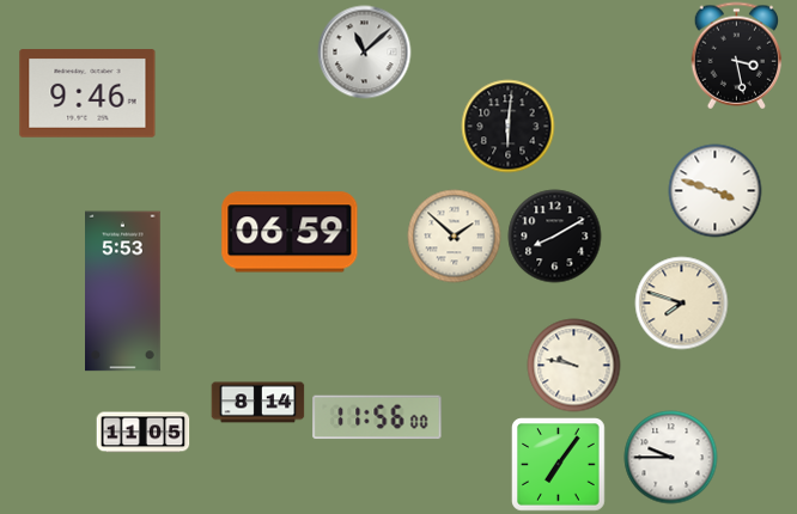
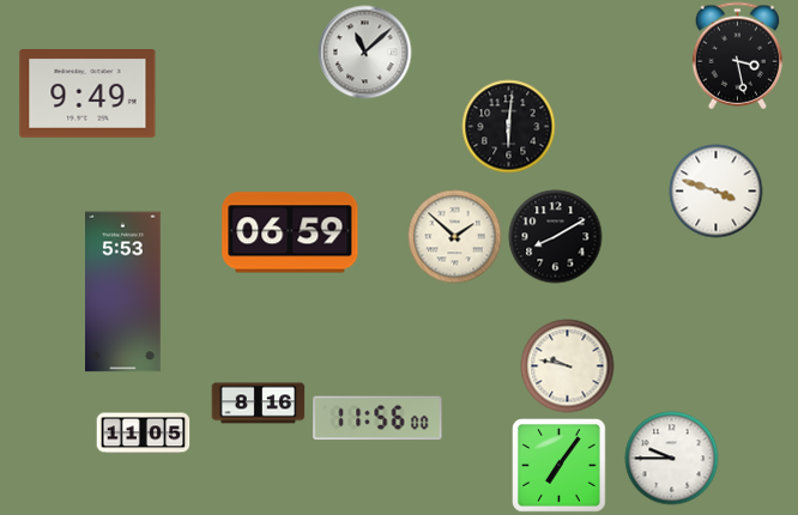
clock at (87, 93): 9:46 -> 9:49
clock at (681, 302): 7:48 -> none
clock at (573, 365) position: (573, 365) -> (567, 365)
clock at (257, 403): 8:14 -> 8:16
